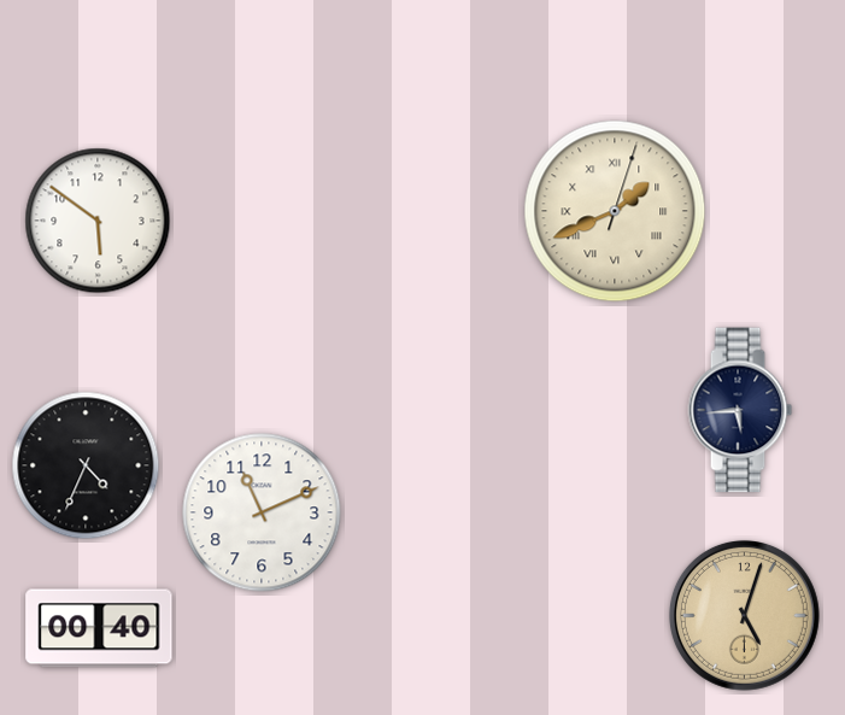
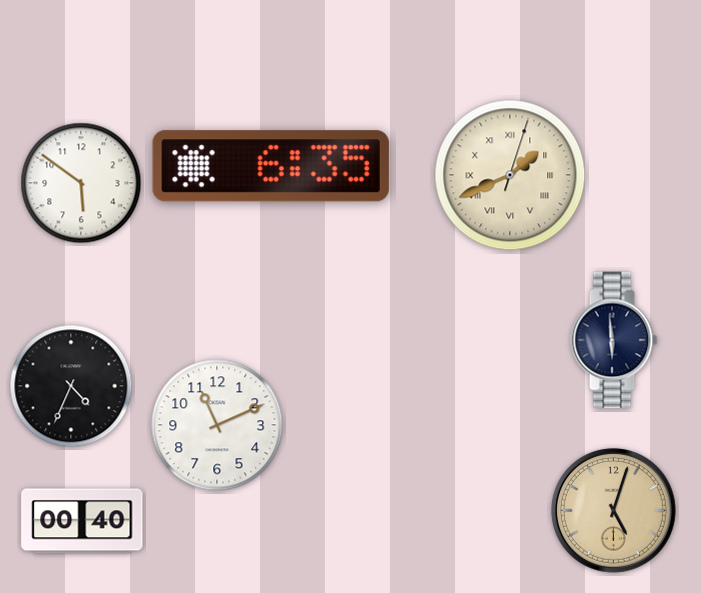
clock at (271, 166): none -> 6:35
clock at (740, 410): 5:44 -> 5:59
clock at (744, 615) position: (744, 615) -> (613, 510)
